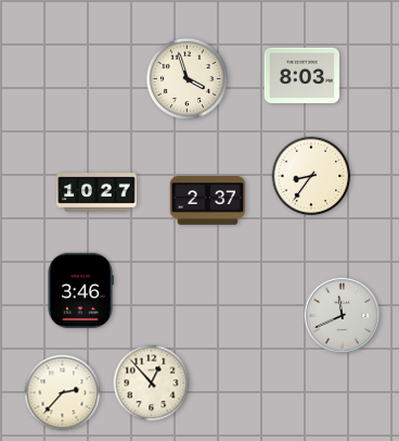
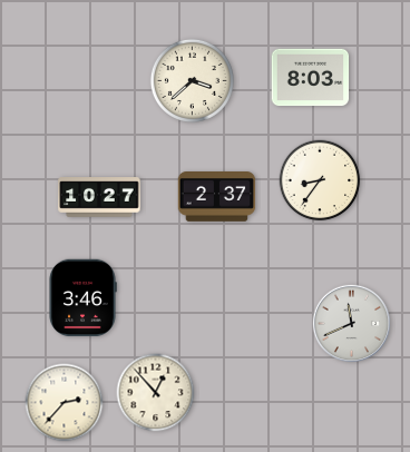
clock at (186, 78): 3:57 -> 3:38
clock at (208, 201) position: (208, 201) -> (217, 197)
